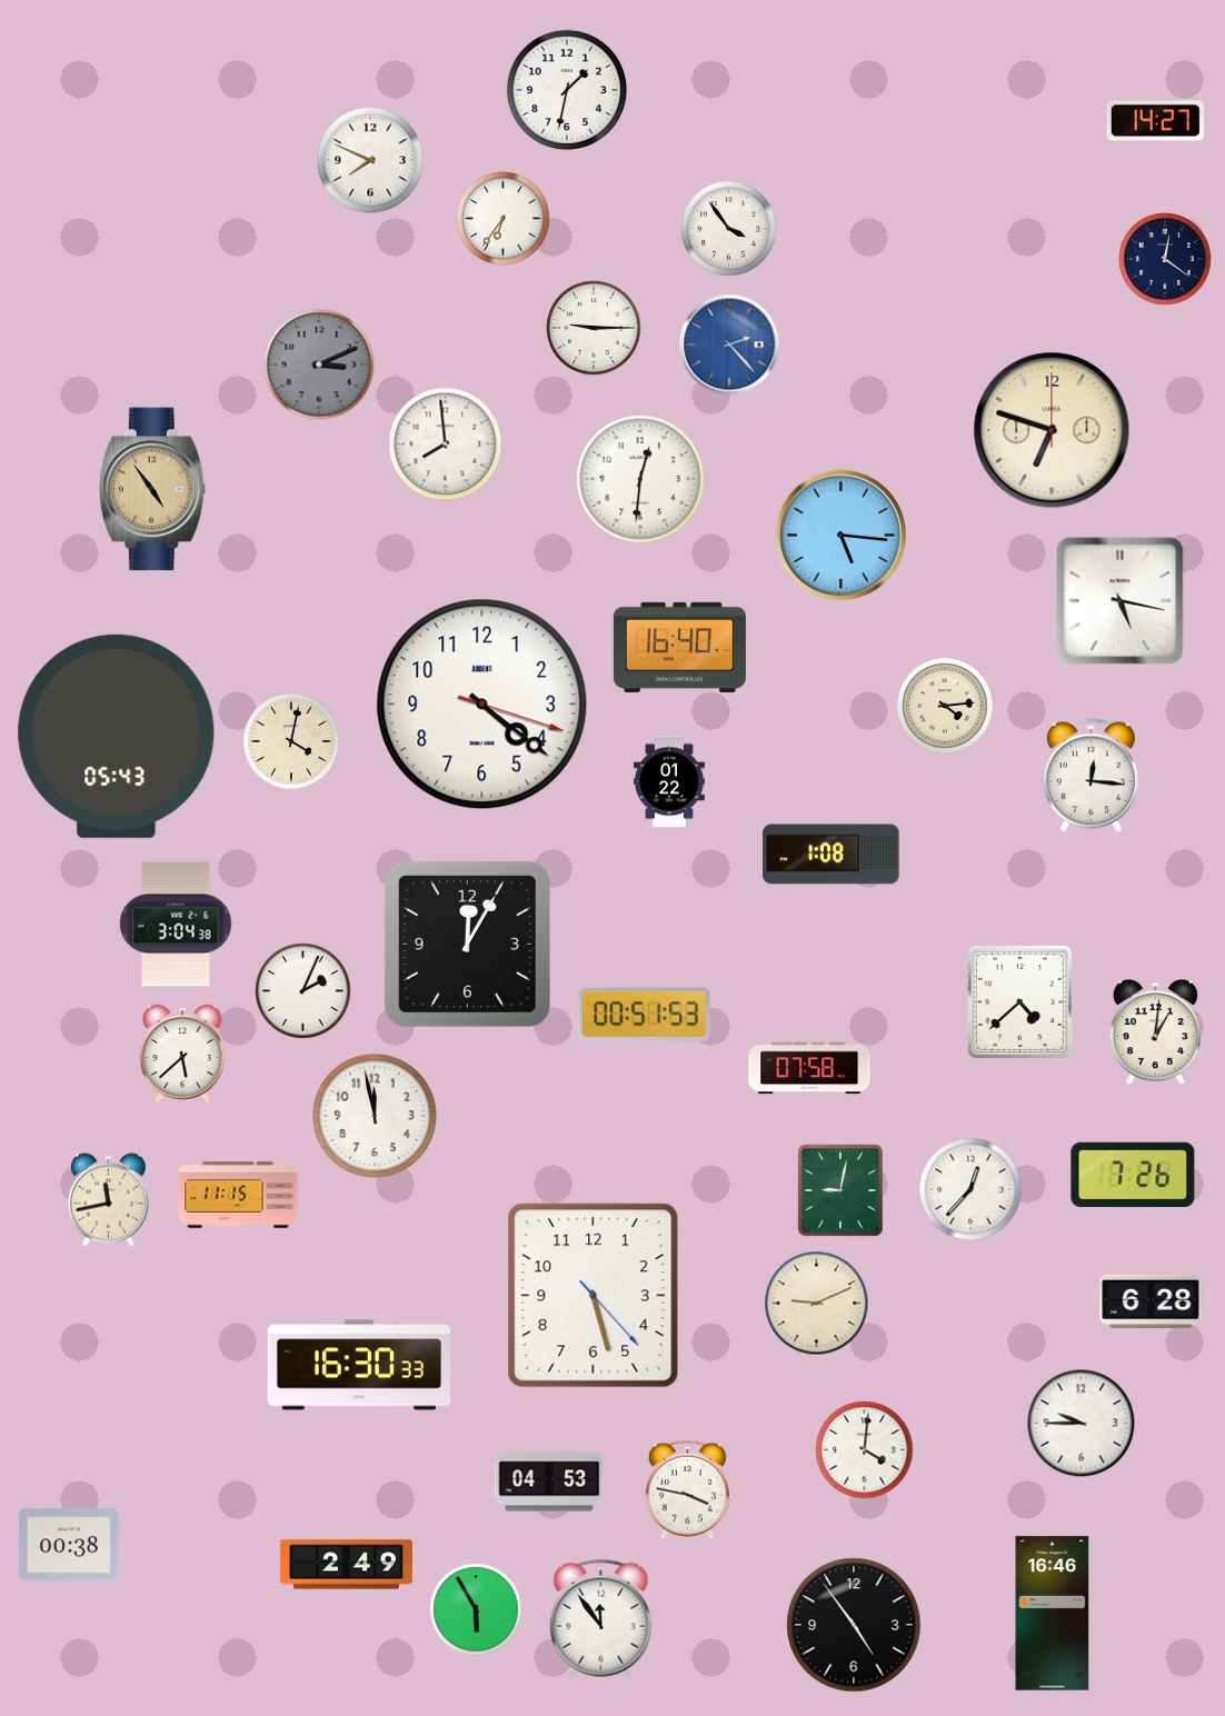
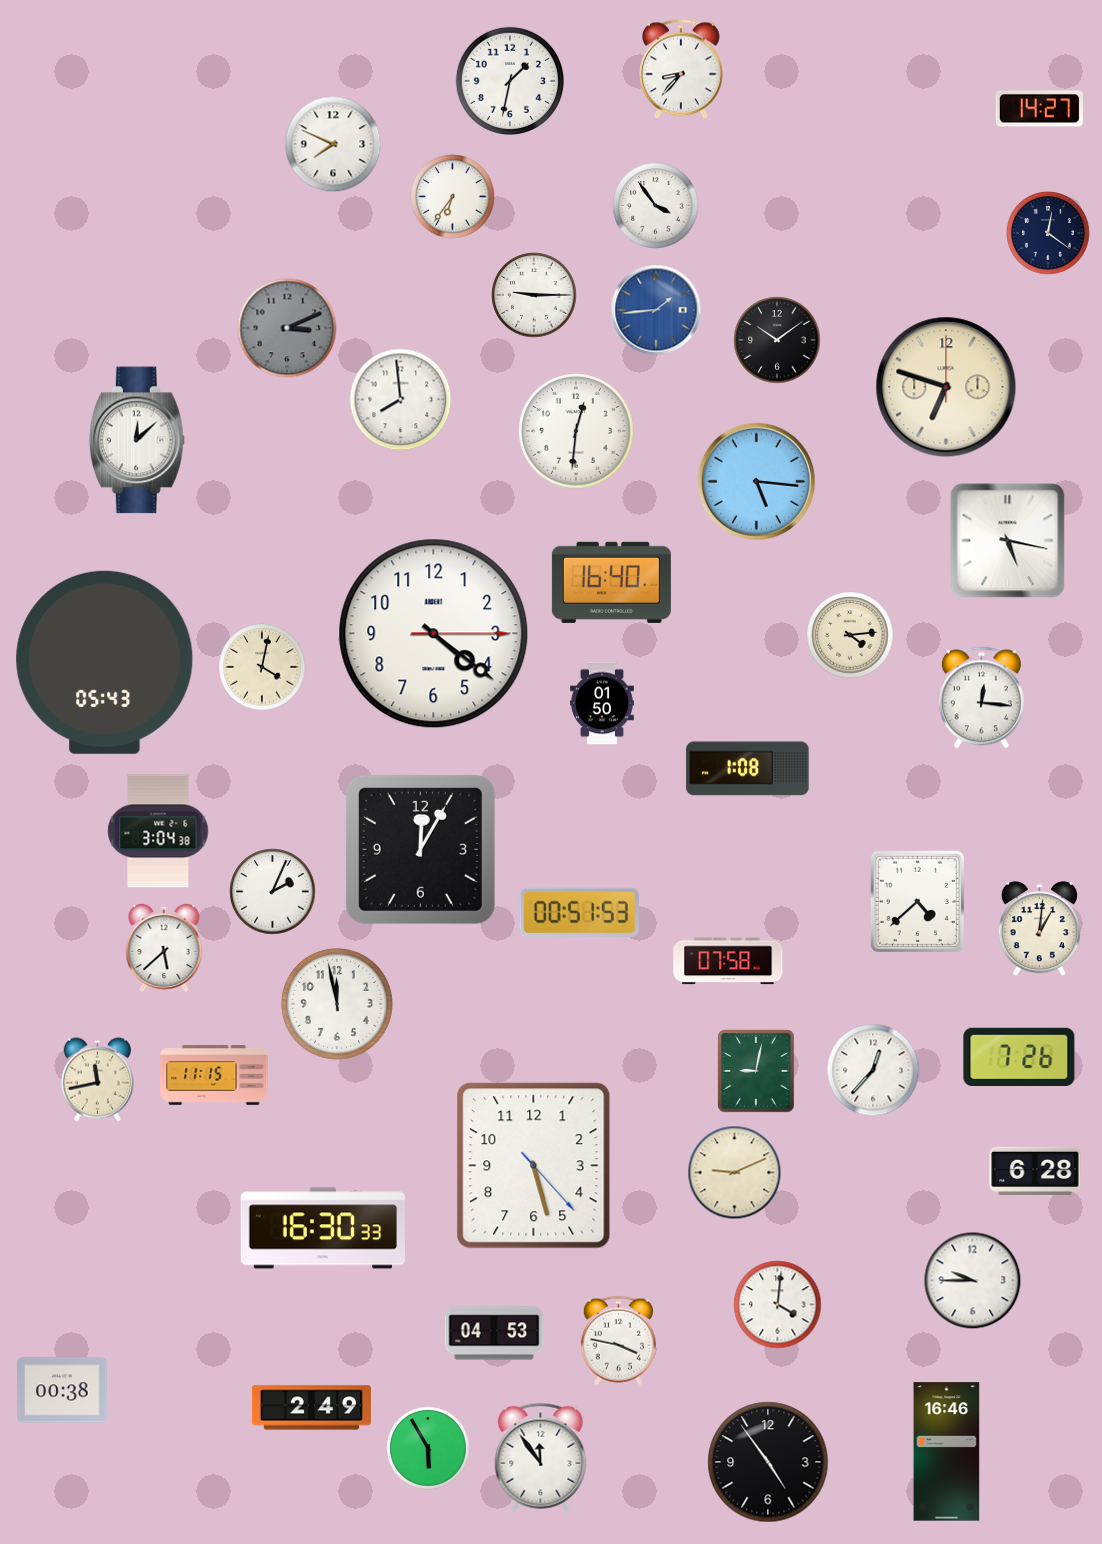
clock at (681, 69): none -> 8:37
clock at (729, 345): 2:23 -> 1:44
clock at (777, 340): none -> 10:09
clock at (152, 489): 4:54 -> 12:08
clock at (152, 489) dial: champagne -> white
clock at (482, 705): 4:21:18 -> 4:21:15
clock at (669, 781): 01:22 -> 01:50
